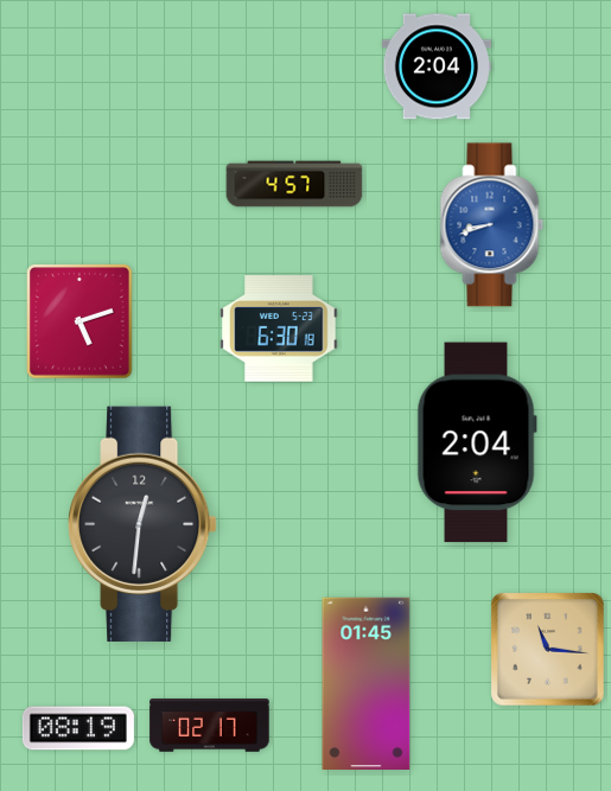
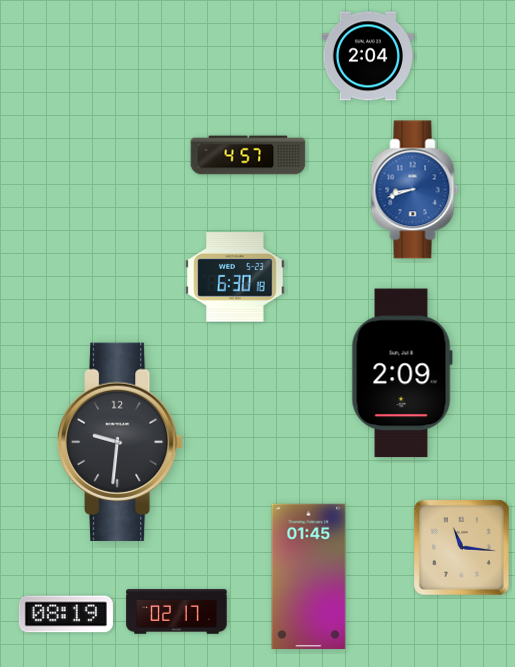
clock at (79, 321): 5:12 -> none
clock at (477, 442): 2:04 -> 2:09
clock at (144, 524): 12:31 -> 9:31
